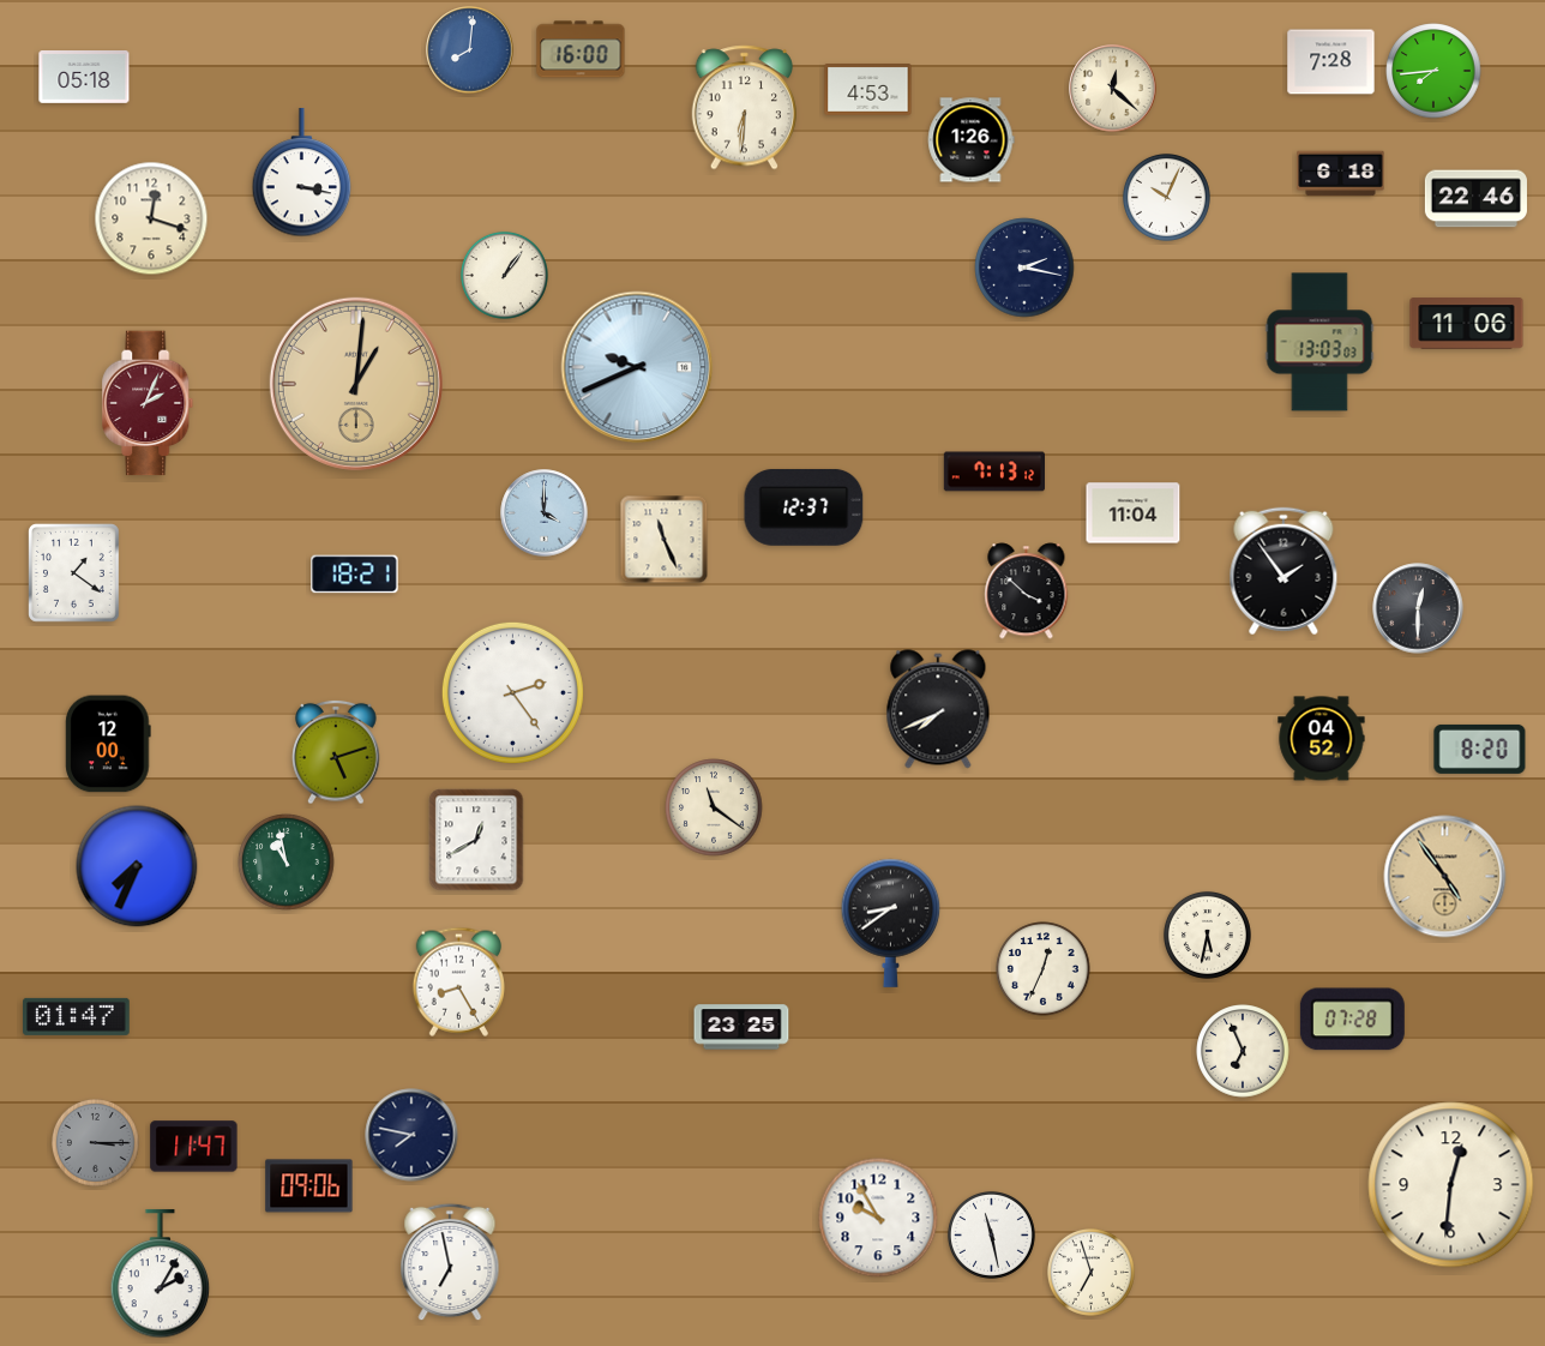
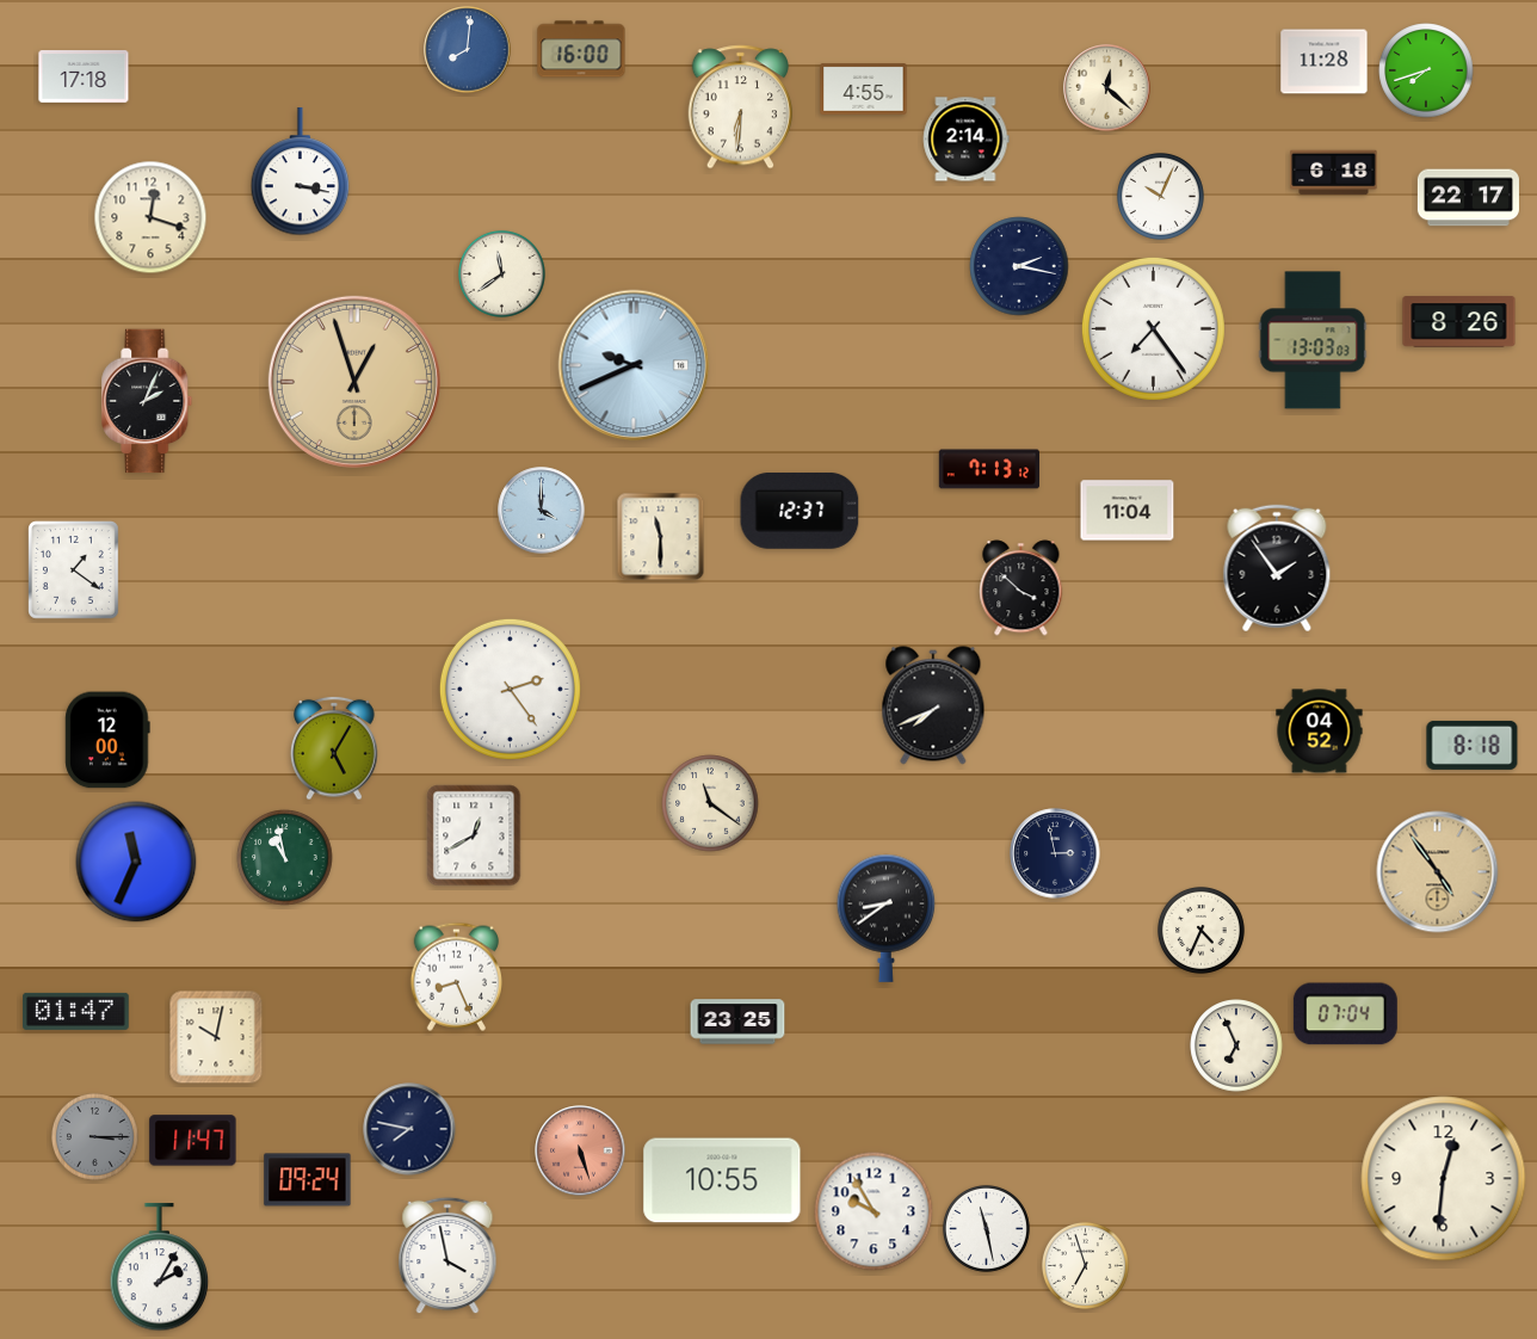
clock at (581, 49) position: (581, 49) -> (581, 49)
clock at (1331, 62): 7:28 -> 11:28
clock at (1433, 71): 7:44 -> 7:42
clock at (84, 78): 05:18 -> 17:18
clock at (868, 90): 4:53 -> 4:55
clock at (972, 140): 1:26 -> 2:14
clock at (1475, 199): 22:46 -> 22:17
clock at (504, 275): 1:06 -> 11:39
clock at (1467, 324): 11:06 -> 8:26
clock at (1153, 328): none -> 7:24
clock at (356, 384): 1:01 -> 12:57
clock at (148, 403) dial: burgundy -> black
clock at (804, 507) position: (804, 507) -> (800, 511)
clock at (665, 540): 11:26 -> 11:30
clock at (355, 575): 18:21 -> none
clock at (1418, 608): 12:30 -> none
clock at (1322, 739) position: (1322, 739) -> (1320, 732)
clock at (1480, 749): 8:20 -> 8:18
clock at (336, 752): 5:12 -> 5:05
clock at (1055, 853): none -> 2:58
clock at (137, 866): 7:34 -> 11:34
clock at (1207, 935): 5:32 -> 4:34
clock at (1044, 969): 12:34 -> none
clock at (458, 981): 8:25 -> 8:26
clock at (1352, 1020): 07:28 -> 07:04
clock at (216, 1037): none -> 10:02
clock at (580, 1150): none -> 5:27
clock at (309, 1186): 09:06 -> 09:24
clock at (722, 1180): none -> 10:55
clock at (450, 1262): 6:58 -> 3:58
